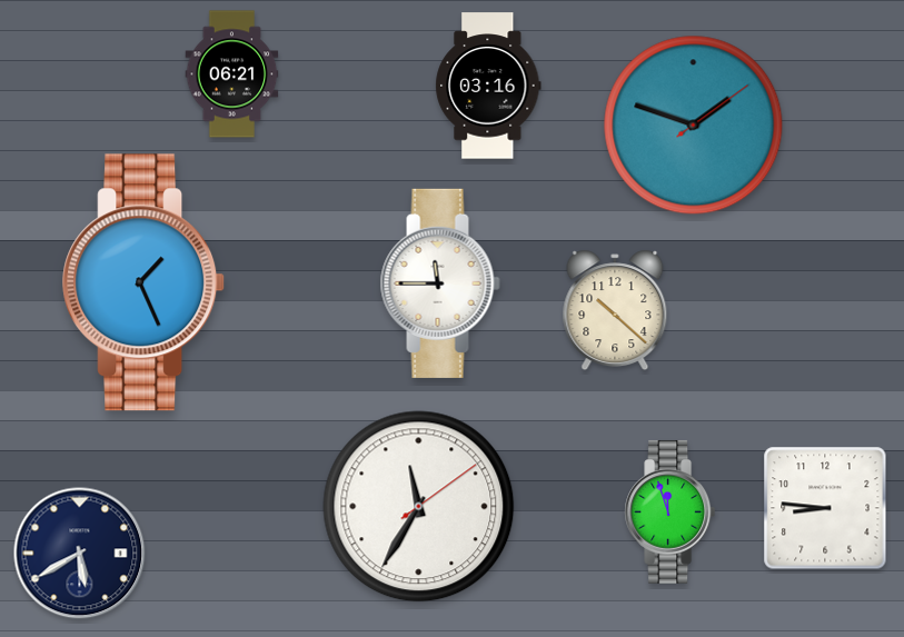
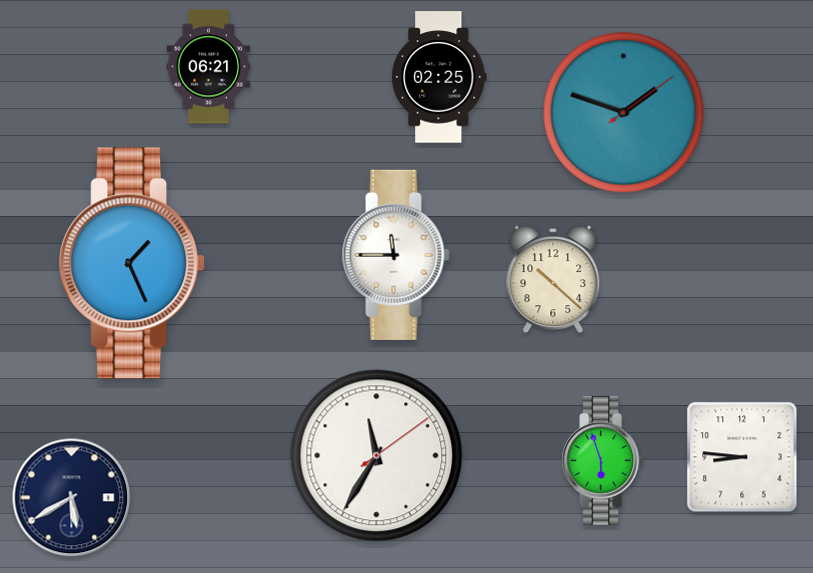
clock at (488, 86): 03:16 -> 02:25
clock at (145, 282) position: (145, 282) -> (133, 263)
clock at (670, 512): 11:57 -> 5:57
